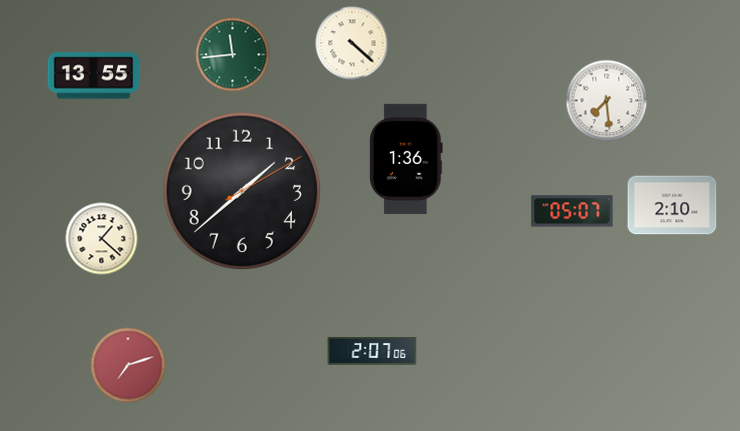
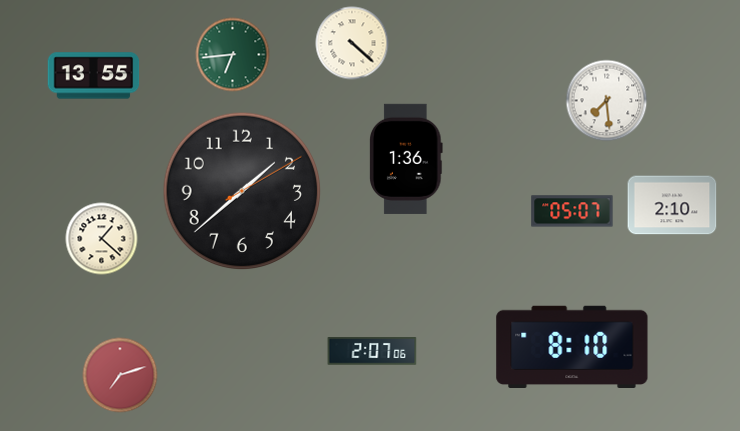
clock at (233, 55): 11:44 -> 6:44
clock at (572, 346): none -> 8:10
clock at (128, 365) position: (128, 365) -> (120, 375)
